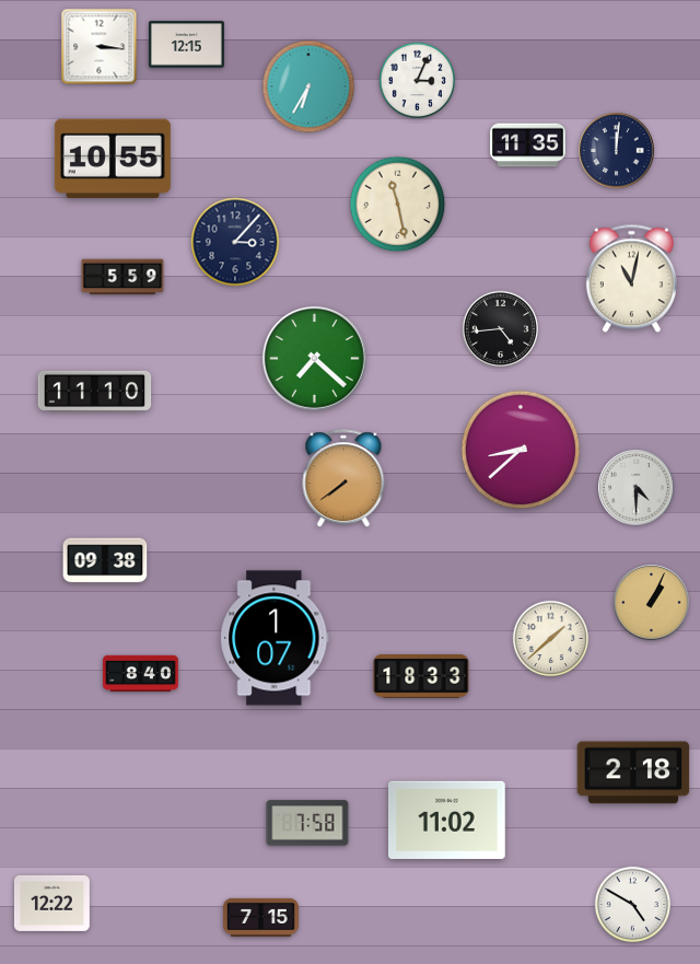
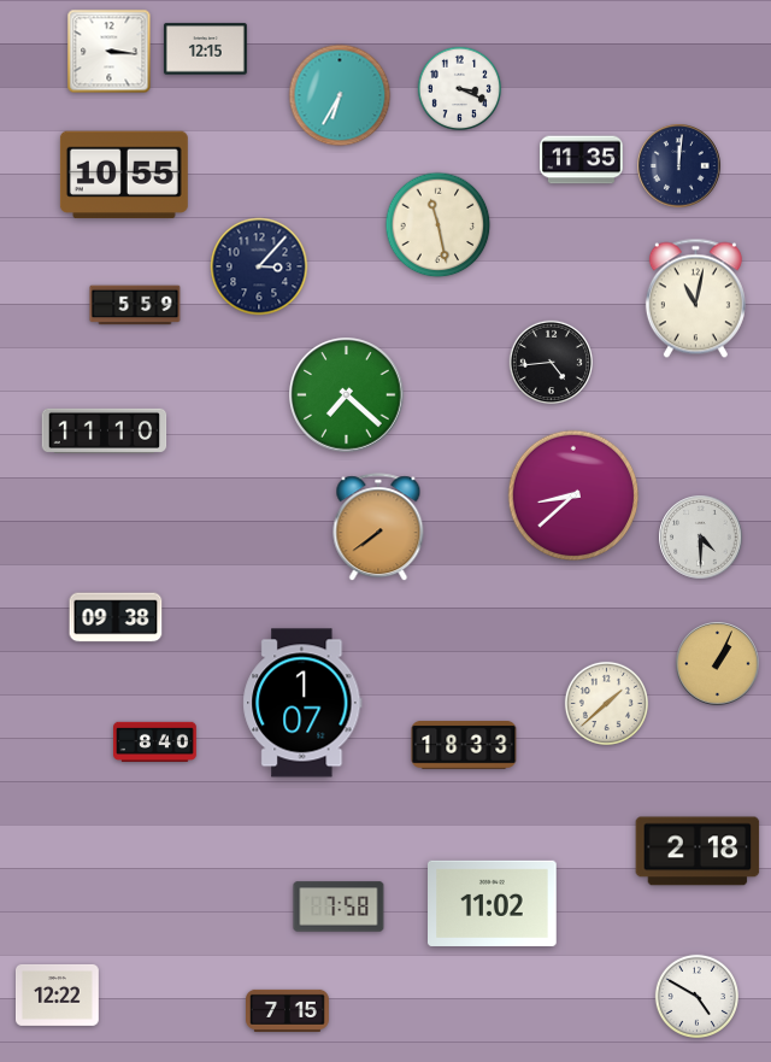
clock at (417, 80): 3:04 -> 3:19
clock at (631, 279) position: (631, 279) -> (695, 299)
